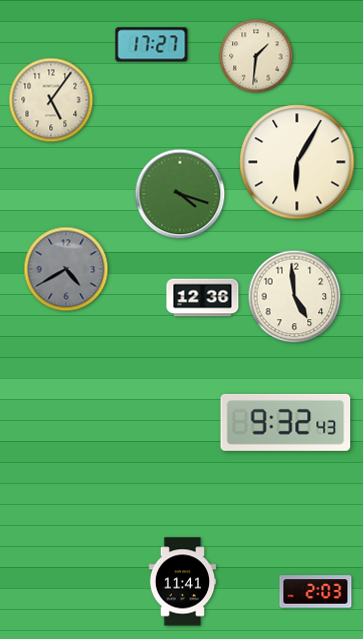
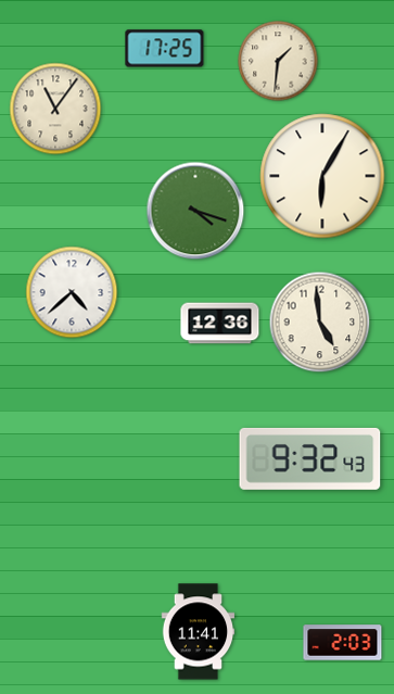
clock at (152, 45): 17:27 -> 17:25
clock at (51, 100): 5:06 -> 11:06
clock at (66, 269): 4:40 -> 4:38
clock at (66, 269) dial: grey -> white
